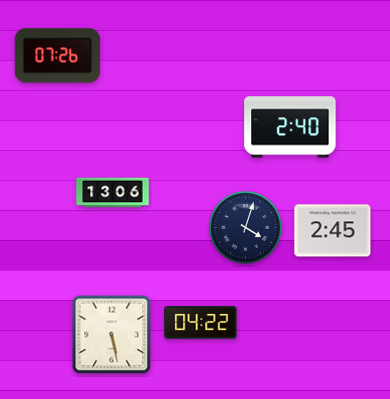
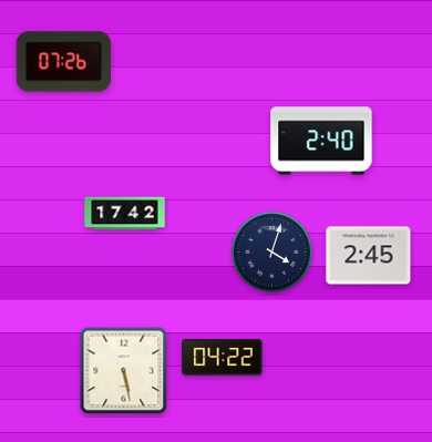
clock at (113, 193): 13:06 -> 17:42
